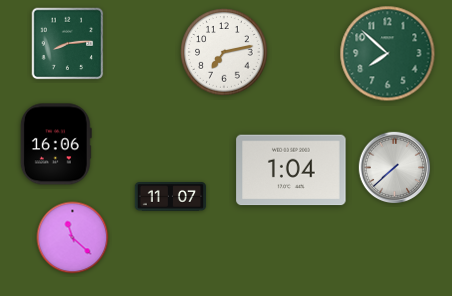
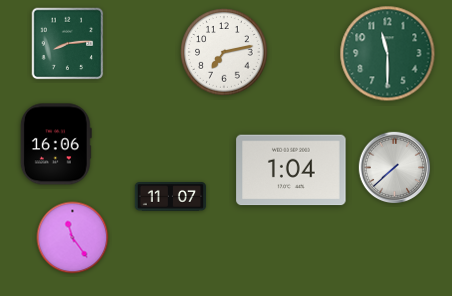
clock at (388, 54): 7:52 -> 11:30
clock at (73, 238): 11:22 -> 11:24
